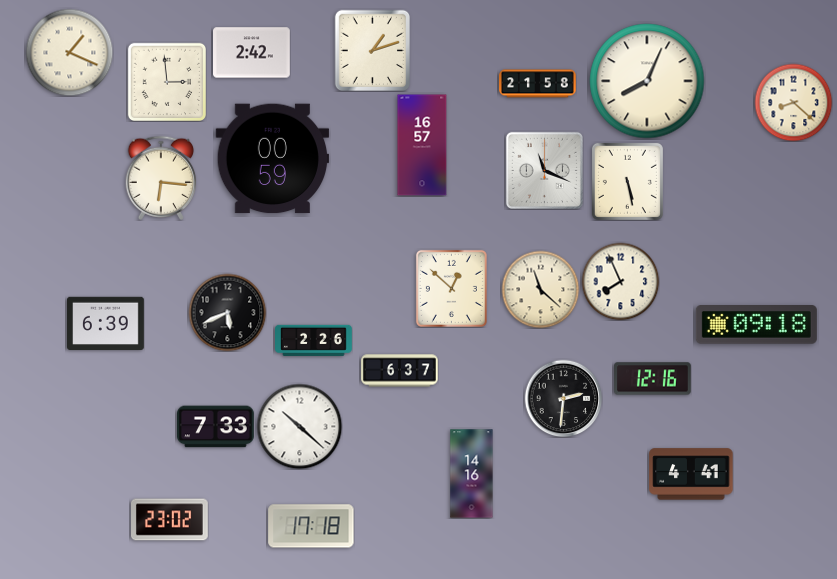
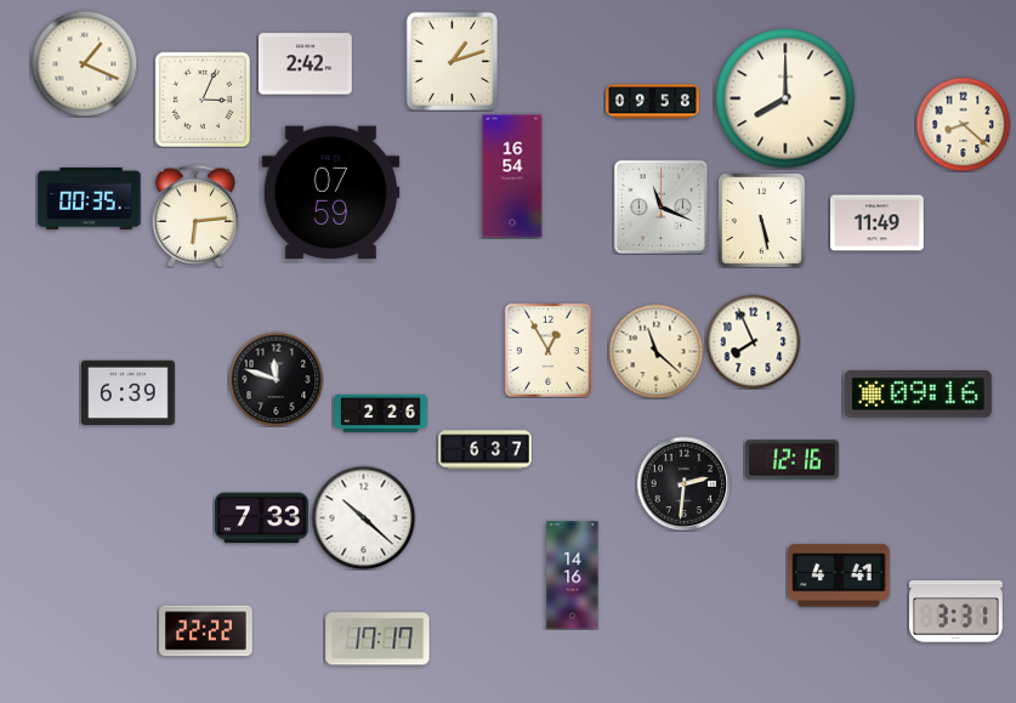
clock at (166, 81): 2:59 -> 3:04
clock at (647, 81): 8:04 -> 8:00
clock at (538, 84): 21:58 -> 09:58
clock at (422, 145): 16:57 -> 16:54
clock at (273, 159): 00:59 -> 07:59
clock at (90, 198): none -> 00:35
clock at (161, 177): 6:16 -> 6:14
clock at (878, 223): none -> 11:49
clock at (451, 288): 12:52 -> 12:55
clock at (227, 312): 5:41 -> 11:48
clock at (756, 325): 09:18 -> 09:16
clock at (957, 612): none -> 3:31
clock at (170, 520): 23:02 -> 22:22
clock at (311, 526): 17:18 -> 17:17
